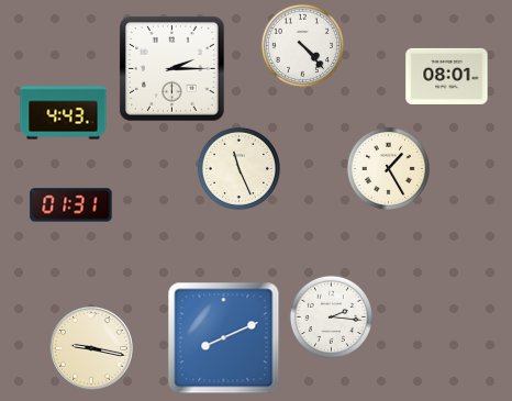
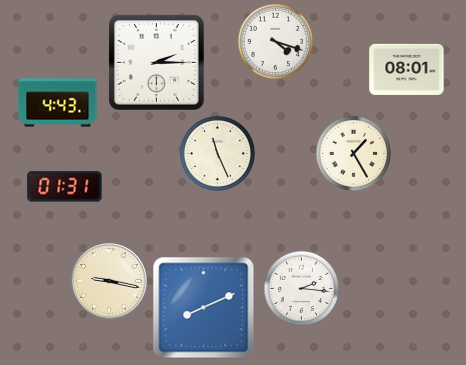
clock at (302, 45): 4:23 -> 4:18
clock at (92, 349) position: (92, 349) -> (110, 282)
